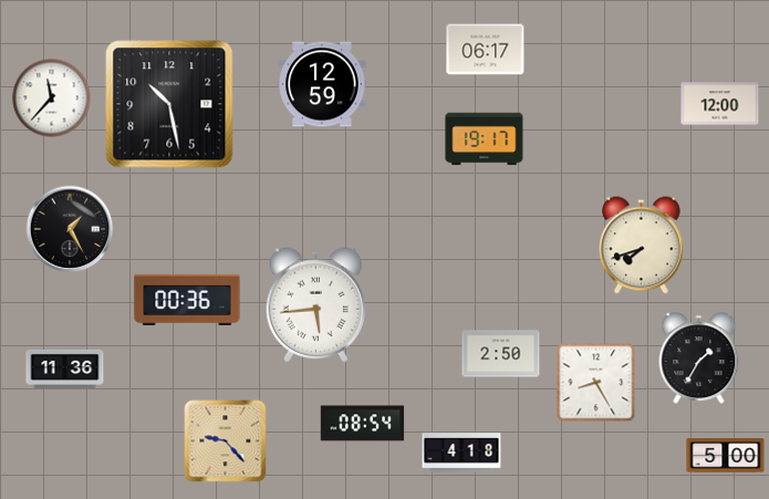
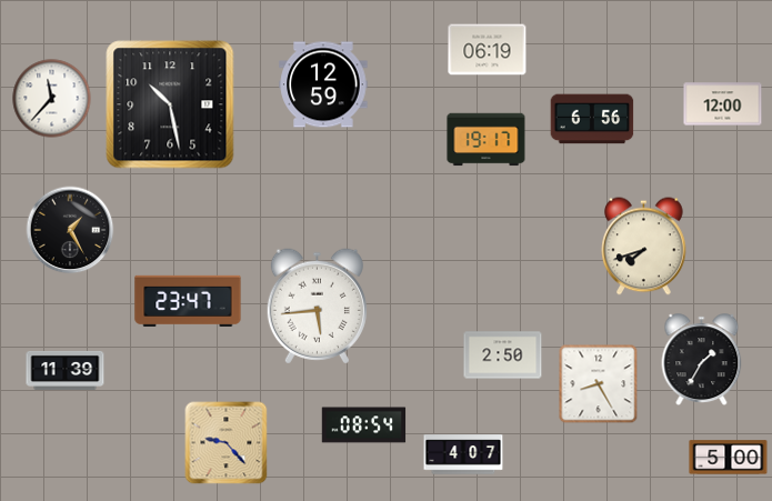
clock at (486, 50): 06:17 -> 06:19
clock at (592, 119): none -> 6:56
clock at (187, 300): 00:36 -> 23:47
clock at (65, 368): 11:36 -> 11:39
clock at (461, 453): 4:18 -> 4:07
